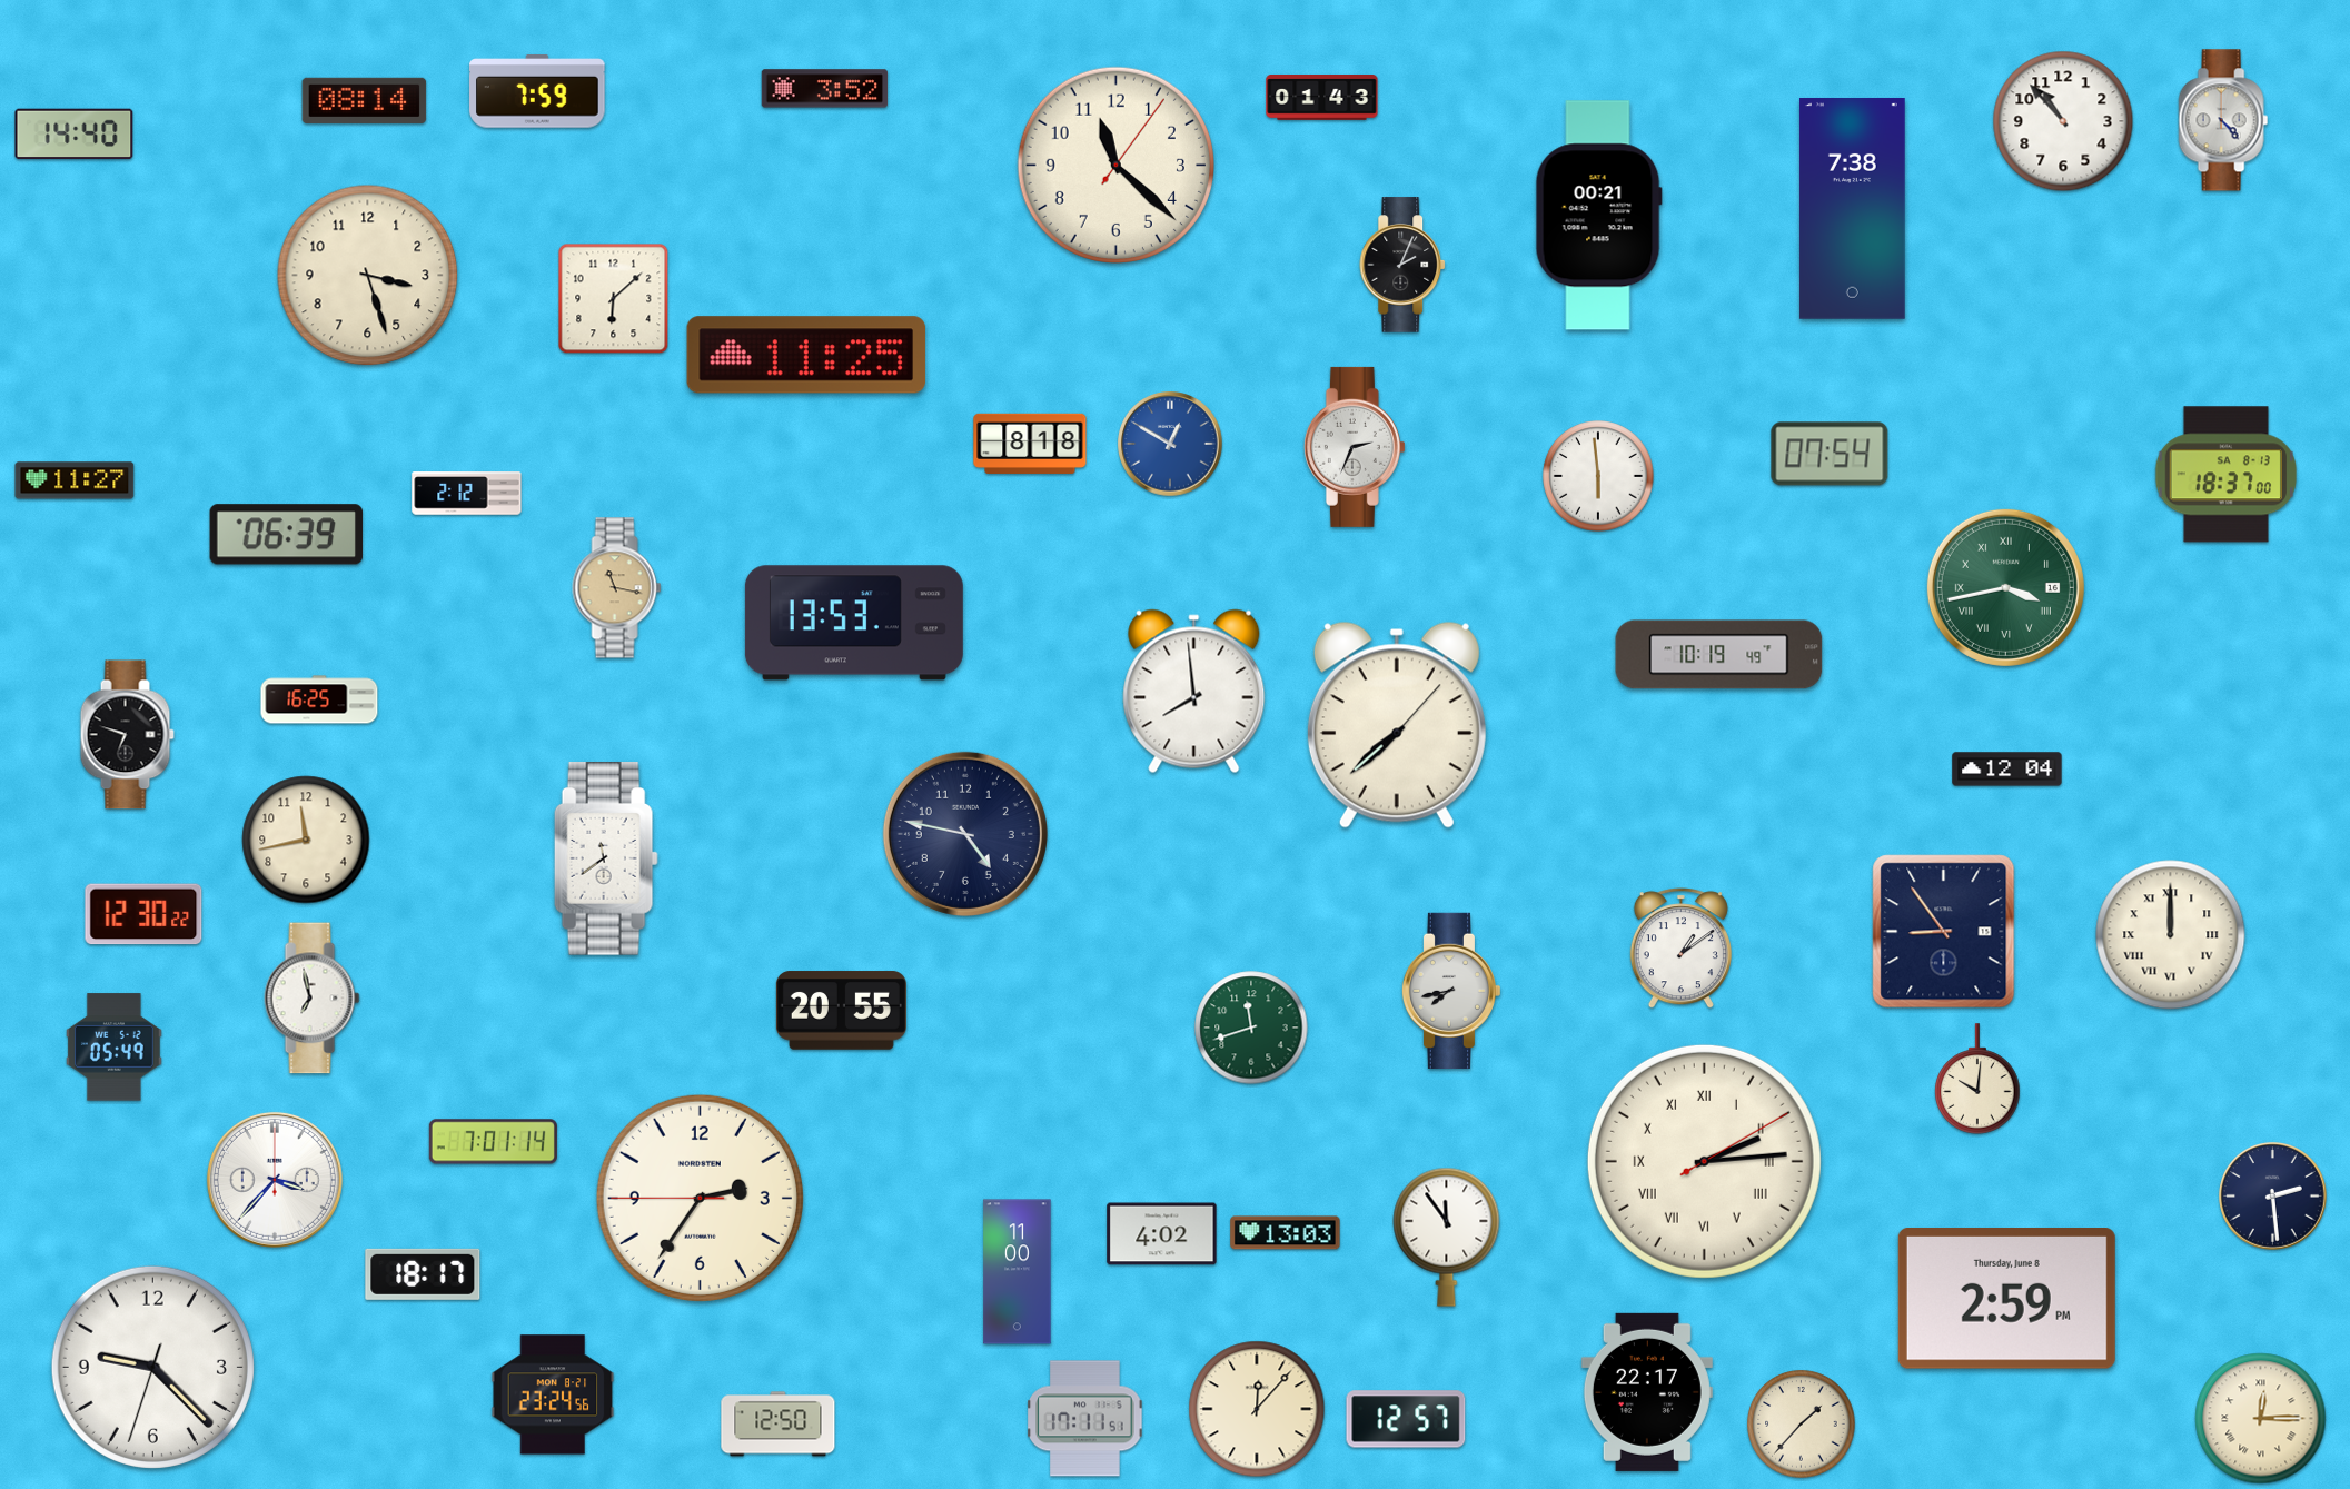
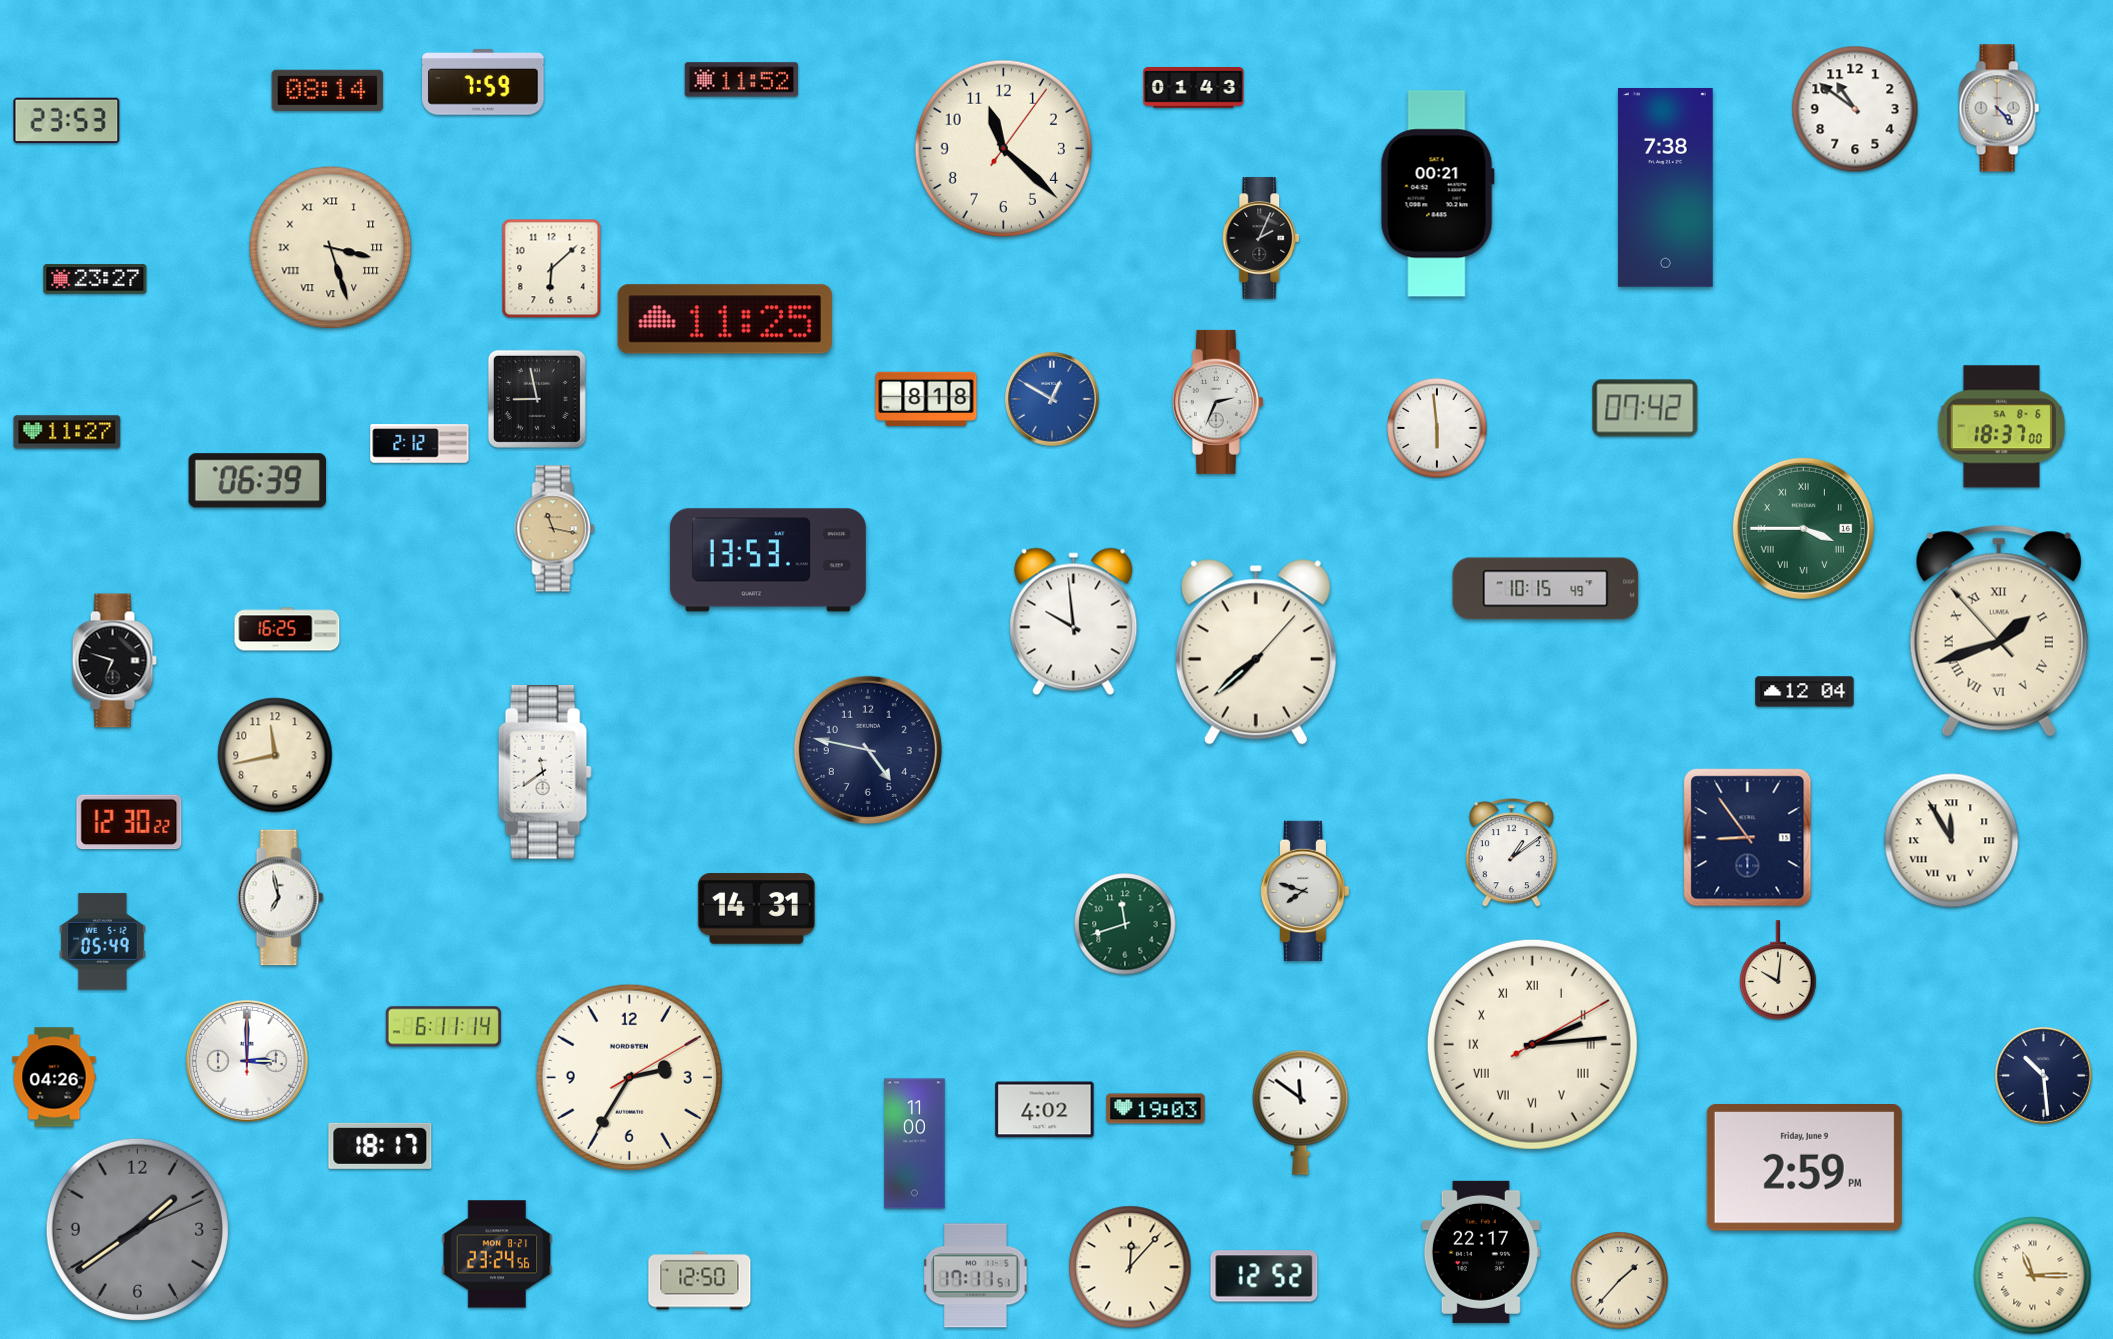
clock at (825, 89): 3:52 -> 11:52
clock at (1322, 98) position: (1322, 98) -> (1194, 88)
clock at (2063, 121): 10:53 -> 10:51
clock at (75, 135): 14:40 -> 23:53
clock at (368, 276) numerals: Arabic -> Roman
clock at (95, 279): none -> 23:27
clock at (537, 399): none -> 8:58
clock at (1830, 454): 07:54 -> 07:42
clock at (2225, 475) date: SA 8-13 -> SA 8-6
clock at (2005, 587): 3:43 -> 3:45
clock at (1719, 655): 10:19 -> 10:15
clock at (1194, 692): 7:59 -> 9:59
clock at (1999, 631): none -> 1:41
clock at (2171, 935): 12:00 -> 11:55
clock at (1450, 991): 7:43 -> 7:48
clock at (841, 1011): 20:55 -> 14:31
clock at (493, 1142): 7:01 -> 6:11
clock at (275, 1180): 3:37 -> 3:00
clock at (2273, 1197): 2:29 -> 10:29
clock at (54, 1077): none -> 04:26
clock at (700, 1198): 2:35:45 -> 2:35:10
clock at (1286, 1233): 13:03 -> 19:03
clock at (1447, 1237): 11:54 -> 11:51
clock at (2006, 1299) date: Thursday, June 8 -> Friday, June 9
clock at (152, 1367): 9:22 -> 1:39
clock at (152, 1367) dial: white -> grey
clock at (1406, 1419): 12:57 -> 12:52
clock at (2261, 1419): 12:15 -> 11:15
